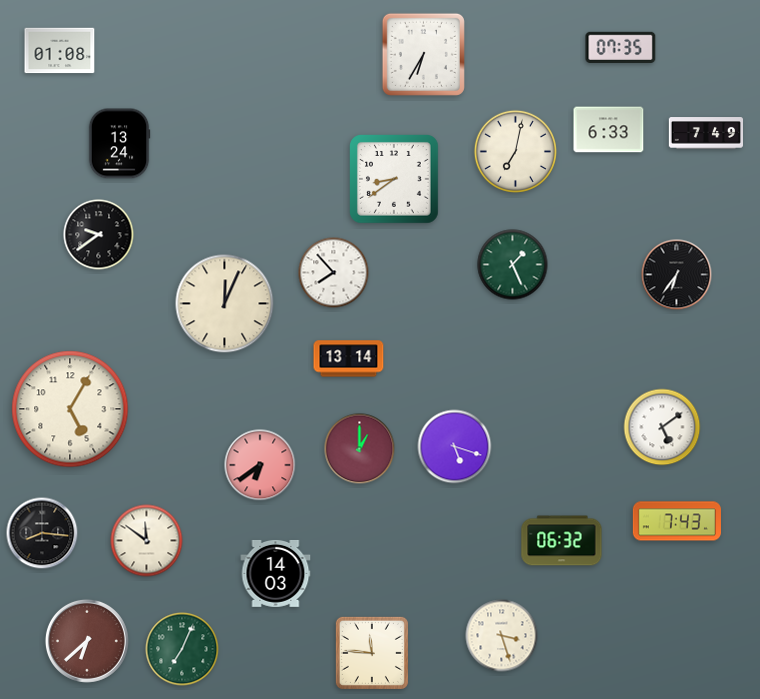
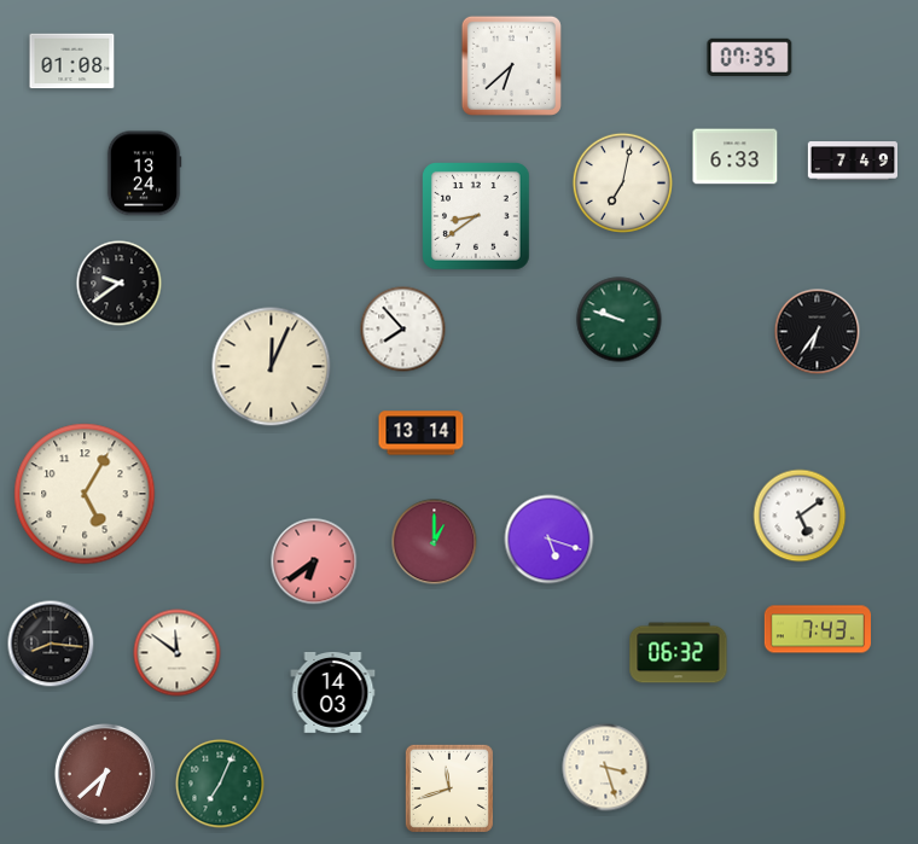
clock at (423, 54): 6:35 -> 6:38
clock at (513, 265): 1:26 -> 9:48
clock at (372, 653): 11:46 -> 11:42
